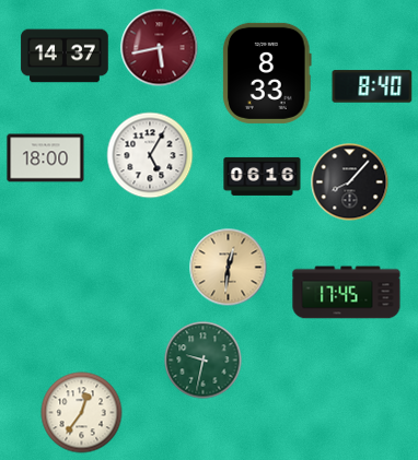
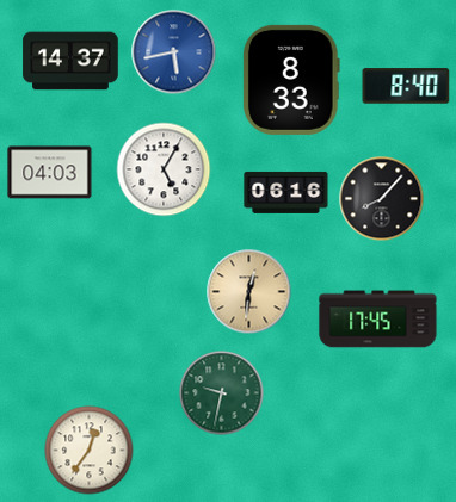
clock at (160, 48) dial: burgundy -> blue
clock at (372, 86) position: (372, 86) -> (406, 86)
clock at (46, 158): 18:00 -> 04:03
